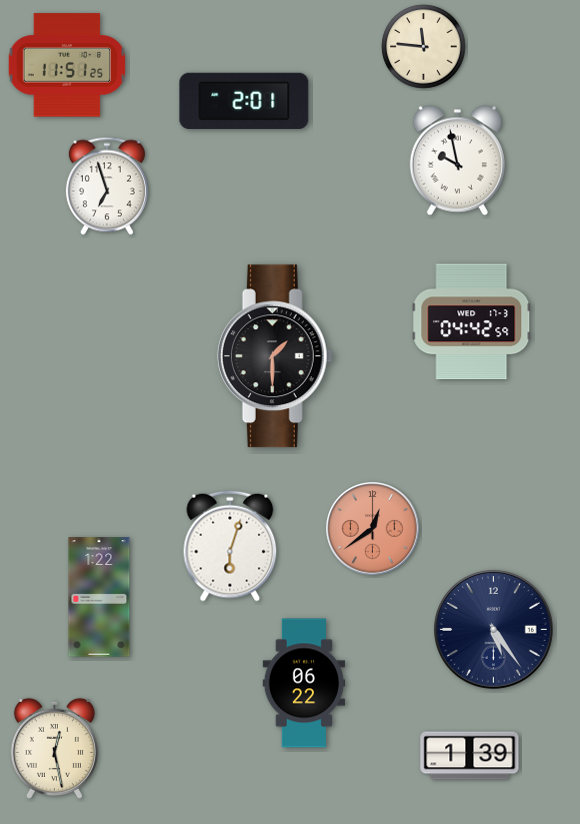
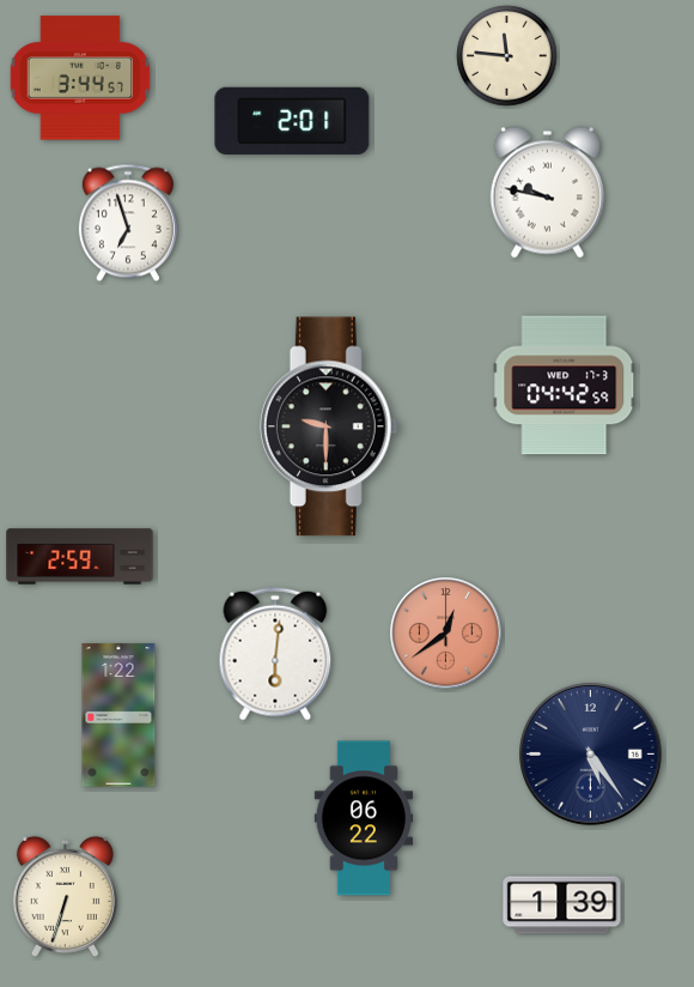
clock at (67, 65): 11:51 -> 3:44
clock at (457, 161): 9:58 -> 9:47
clock at (275, 356): 1:30 -> 9:30
clock at (80, 557): none -> 2:59
clock at (230, 546): 6:03 -> 6:01
clock at (54, 748): 12:28 -> 6:33
